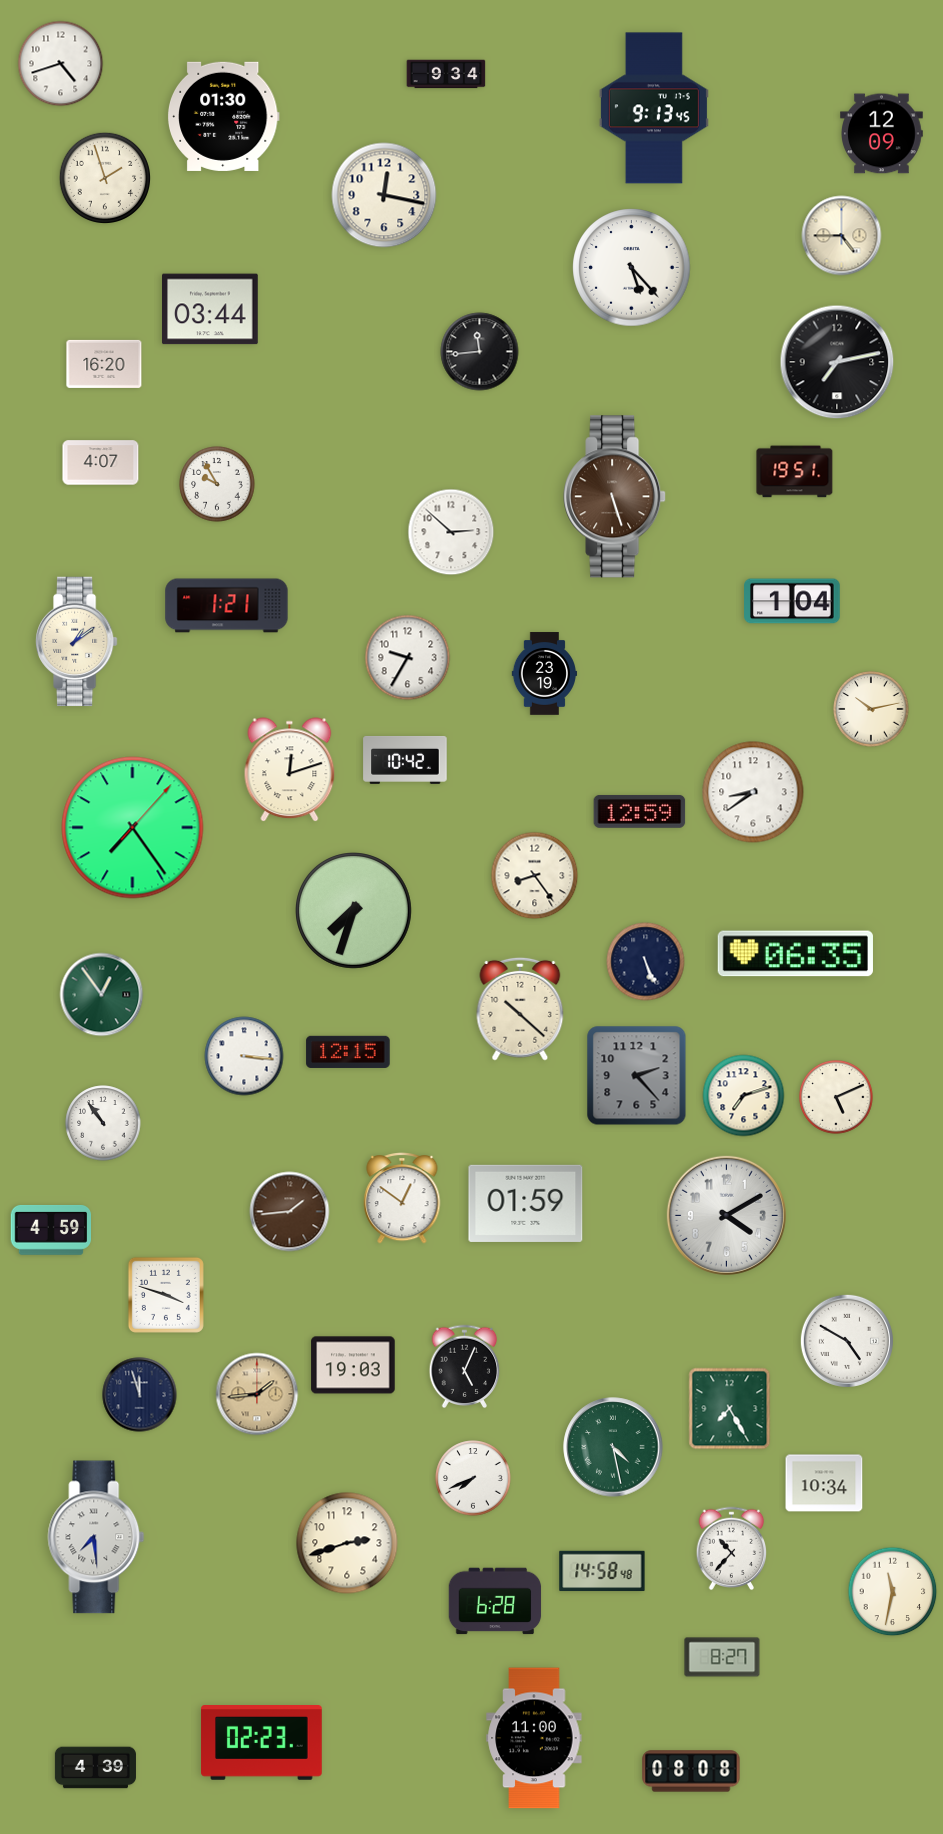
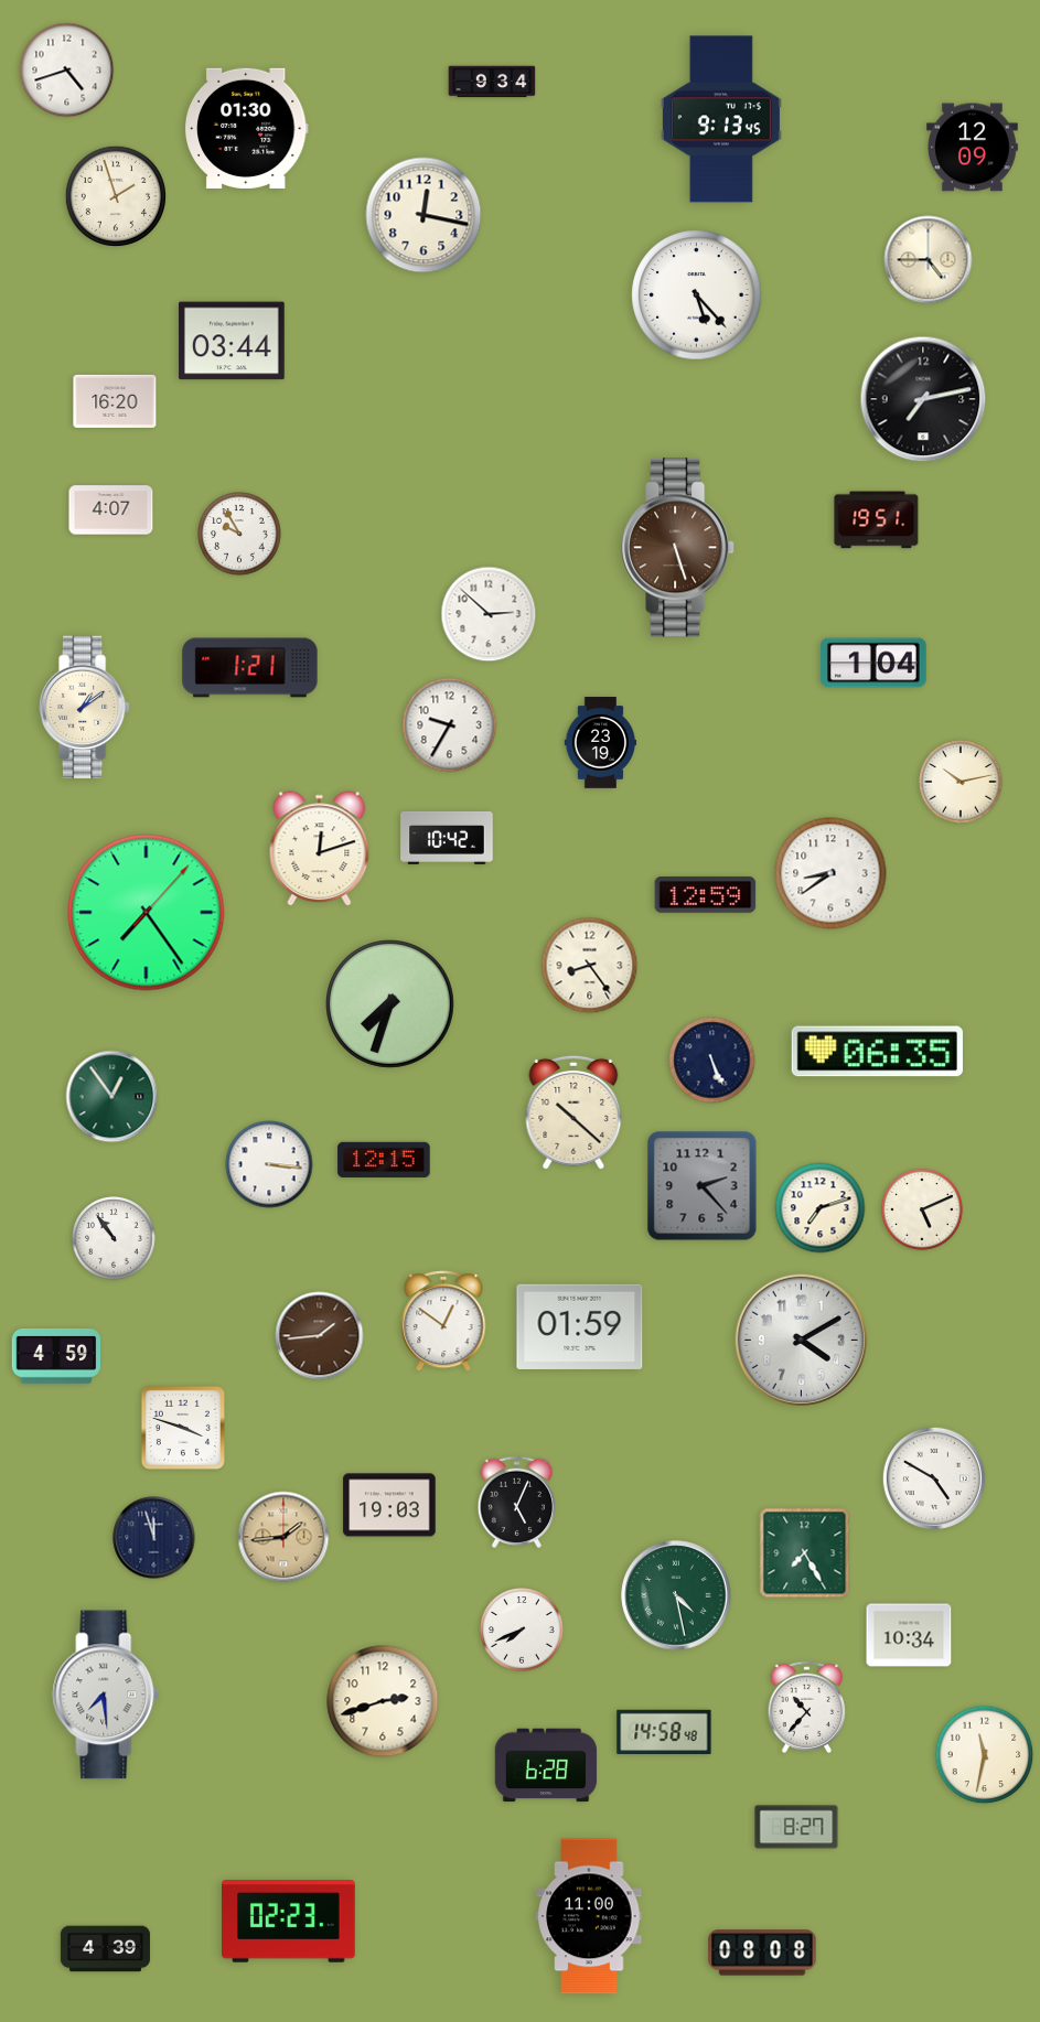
clock at (480, 352): 11:44 -> none
clock at (451, 532) position: (451, 532) -> (489, 614)
clock at (465, 1367) position: (465, 1367) -> (517, 1503)
